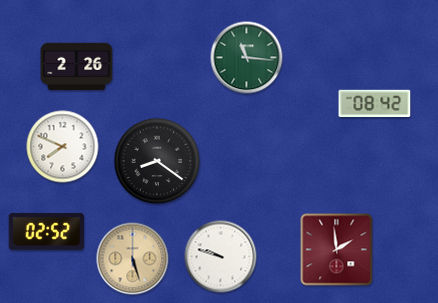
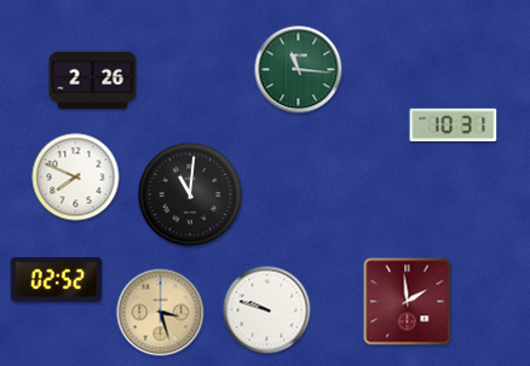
clock at (375, 103): 08:42 -> 10:31
clock at (157, 161): 8:21 -> 11:01
clock at (133, 259): 5:27 -> 3:27
